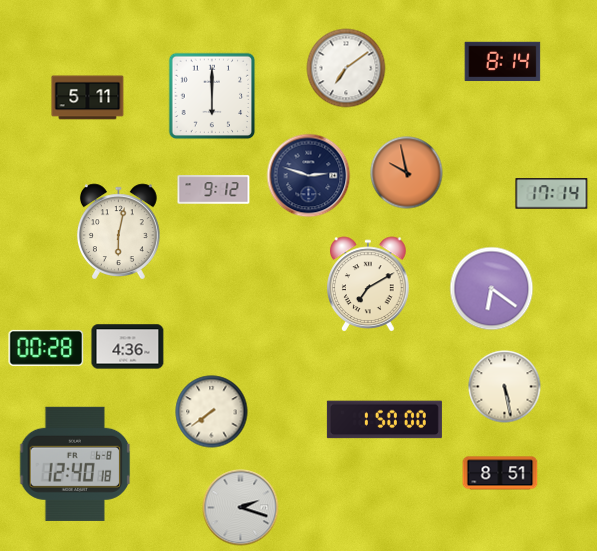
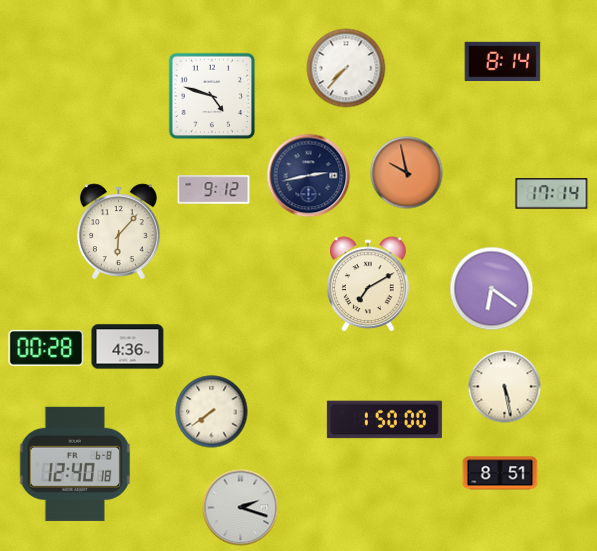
clock at (346, 68): 7:09 -> 7:37
clock at (212, 96): 6:00 -> 4:48
clock at (88, 98): 5:11 -> none
clock at (309, 176): 2:48 -> 2:43
clock at (118, 231): 6:02 -> 6:07
